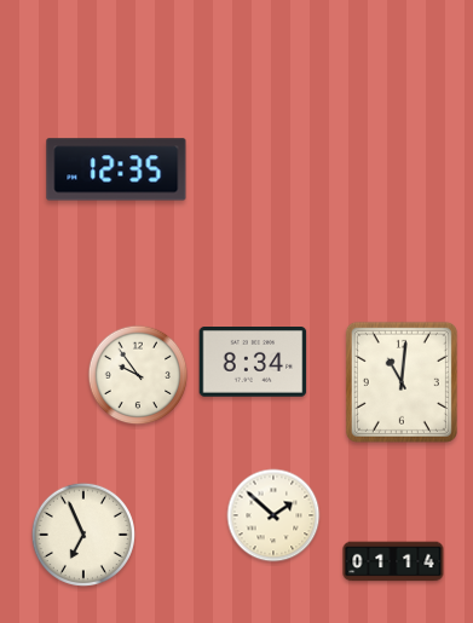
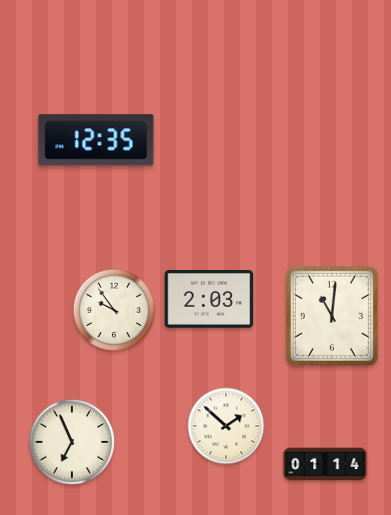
clock at (253, 363): 8:34 -> 2:03
clock at (83, 535) position: (83, 535) -> (72, 442)
